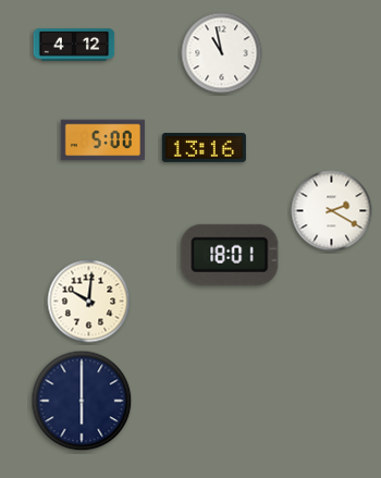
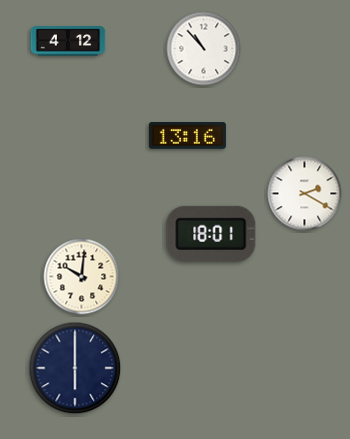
clock at (222, 53): 10:58 -> 10:53
clock at (102, 140): 5:00 -> none
